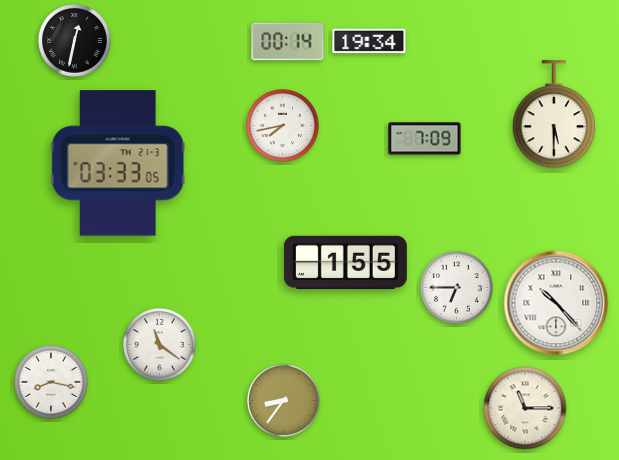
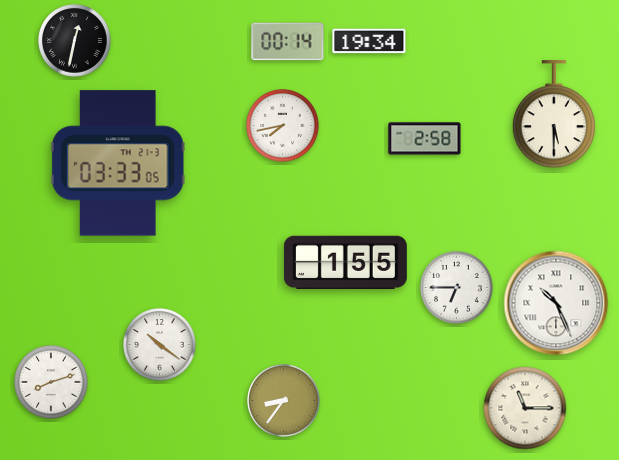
clock at (425, 139): 7:09 -> 2:58
clock at (556, 303): 10:23 -> 10:26
clock at (160, 345): 11:21 -> 10:21
clock at (51, 382): 8:17 -> 8:12
